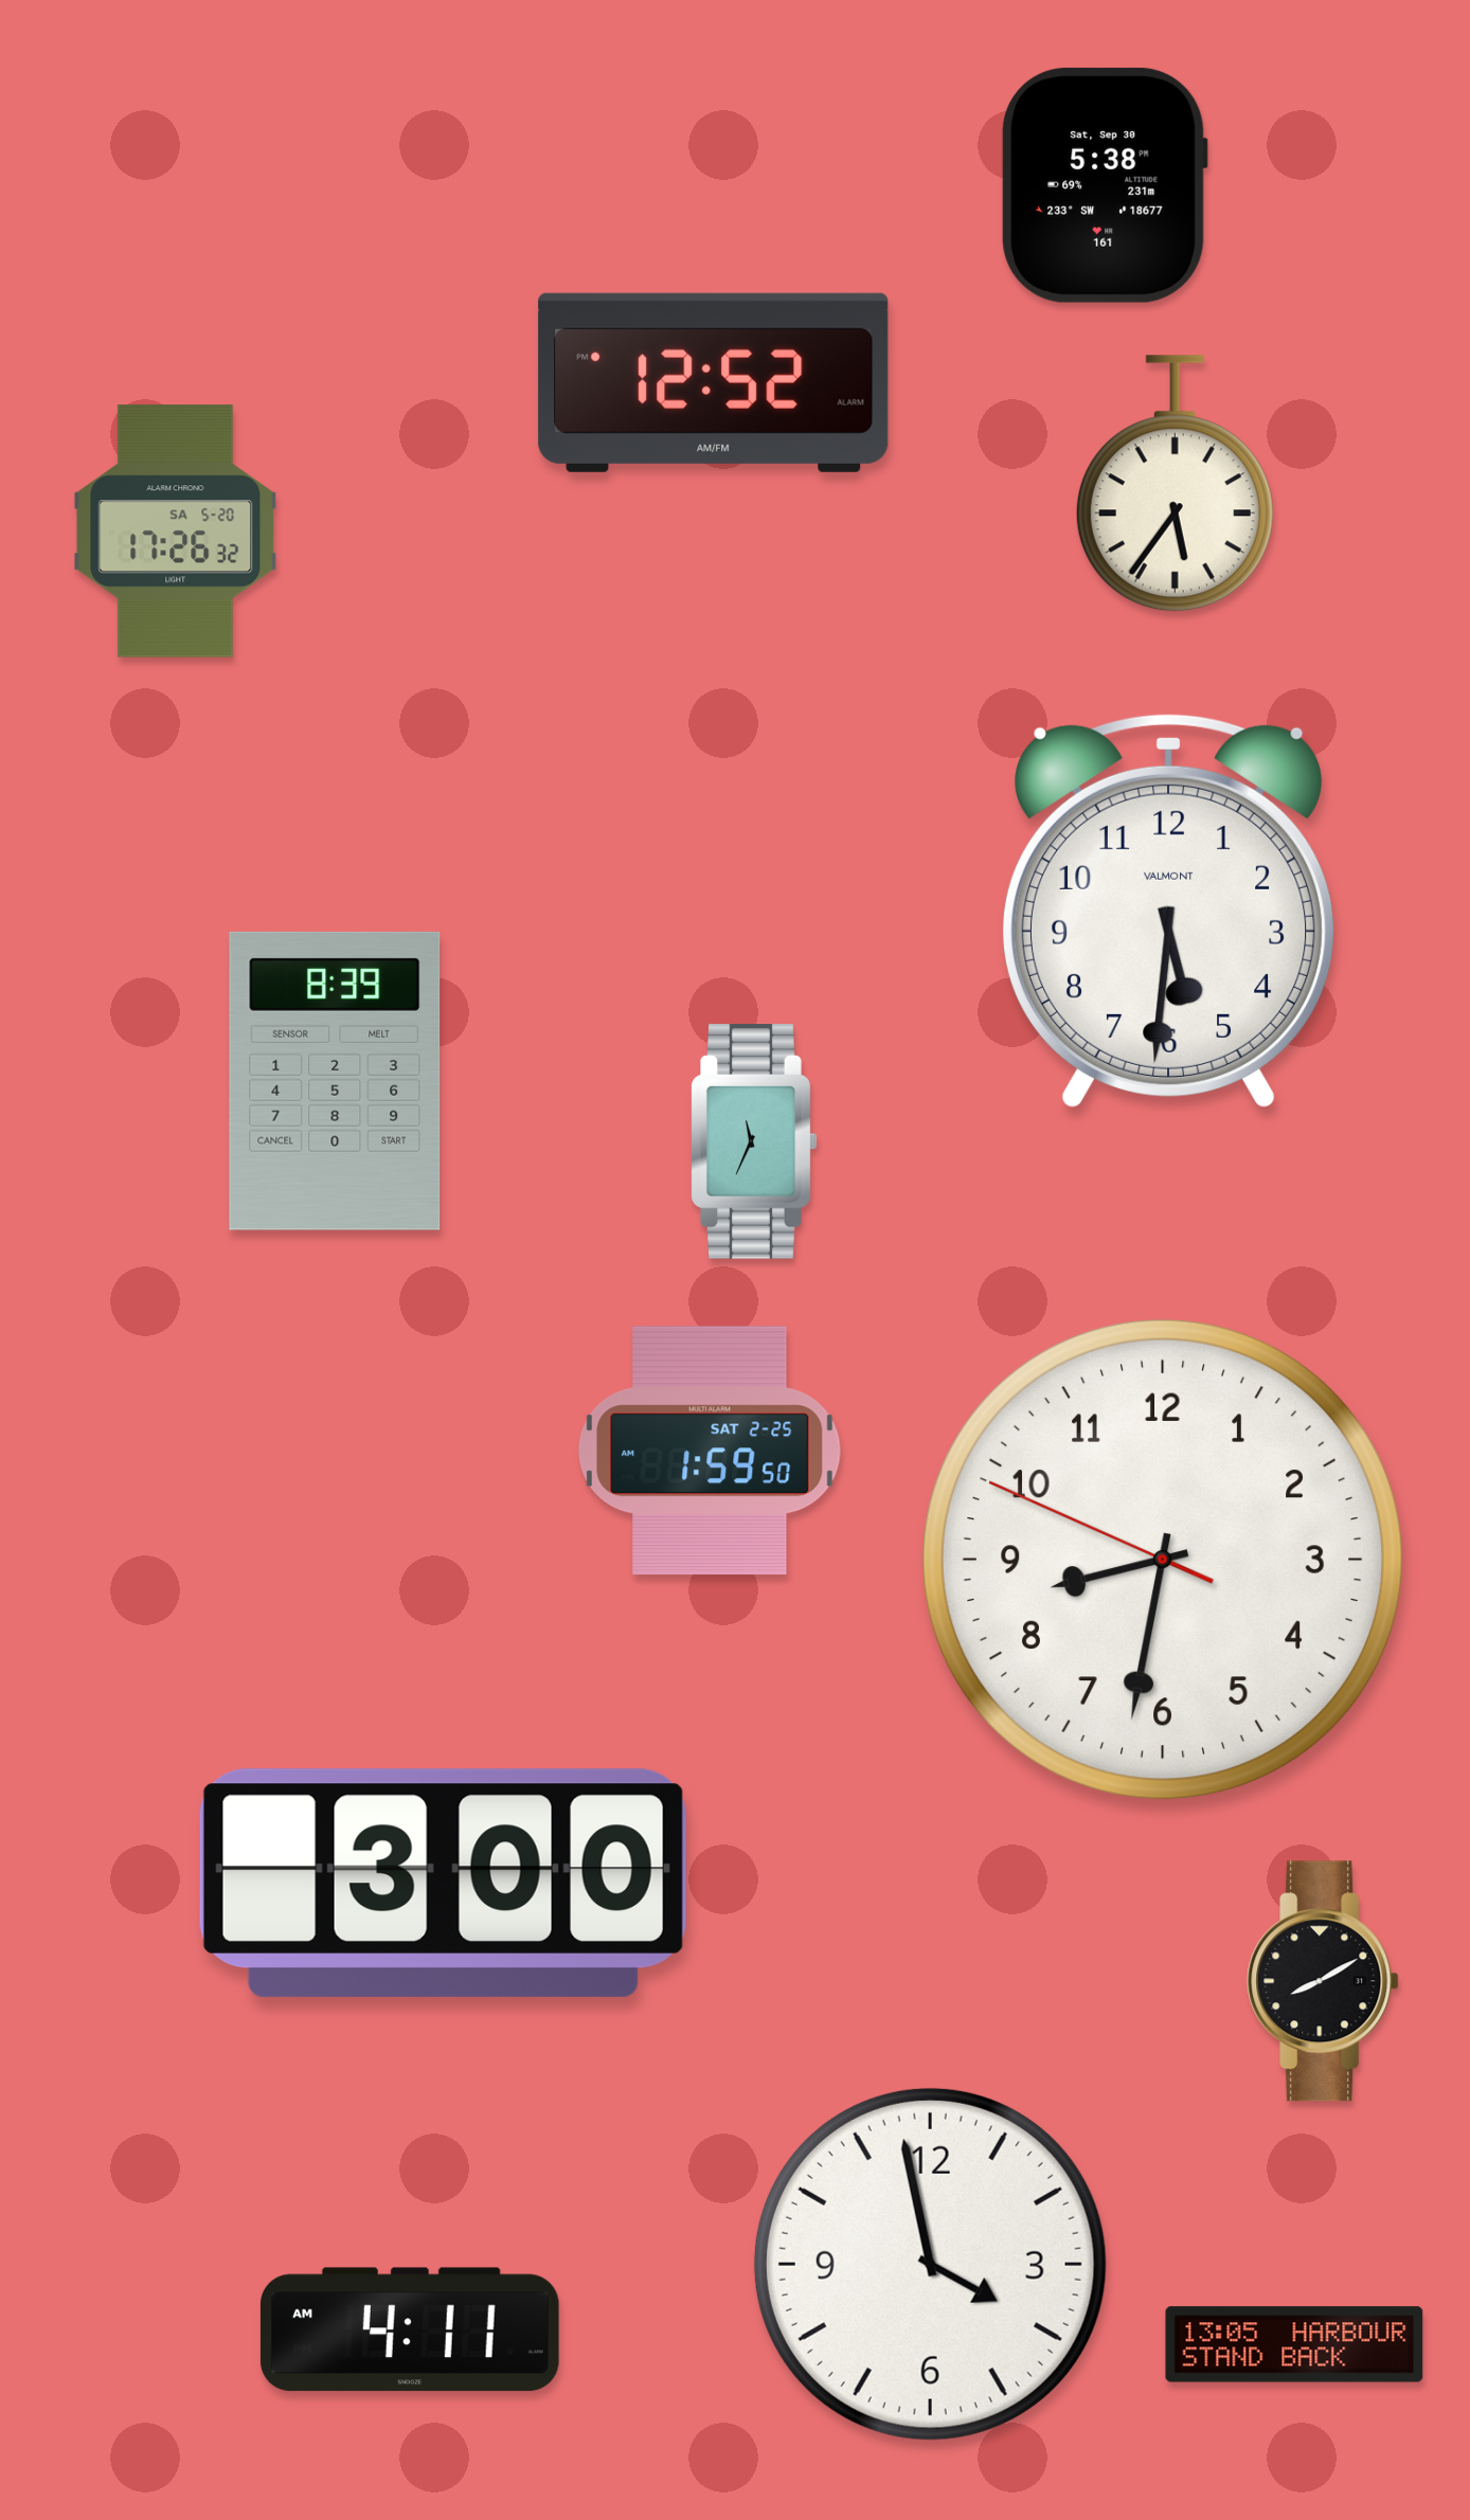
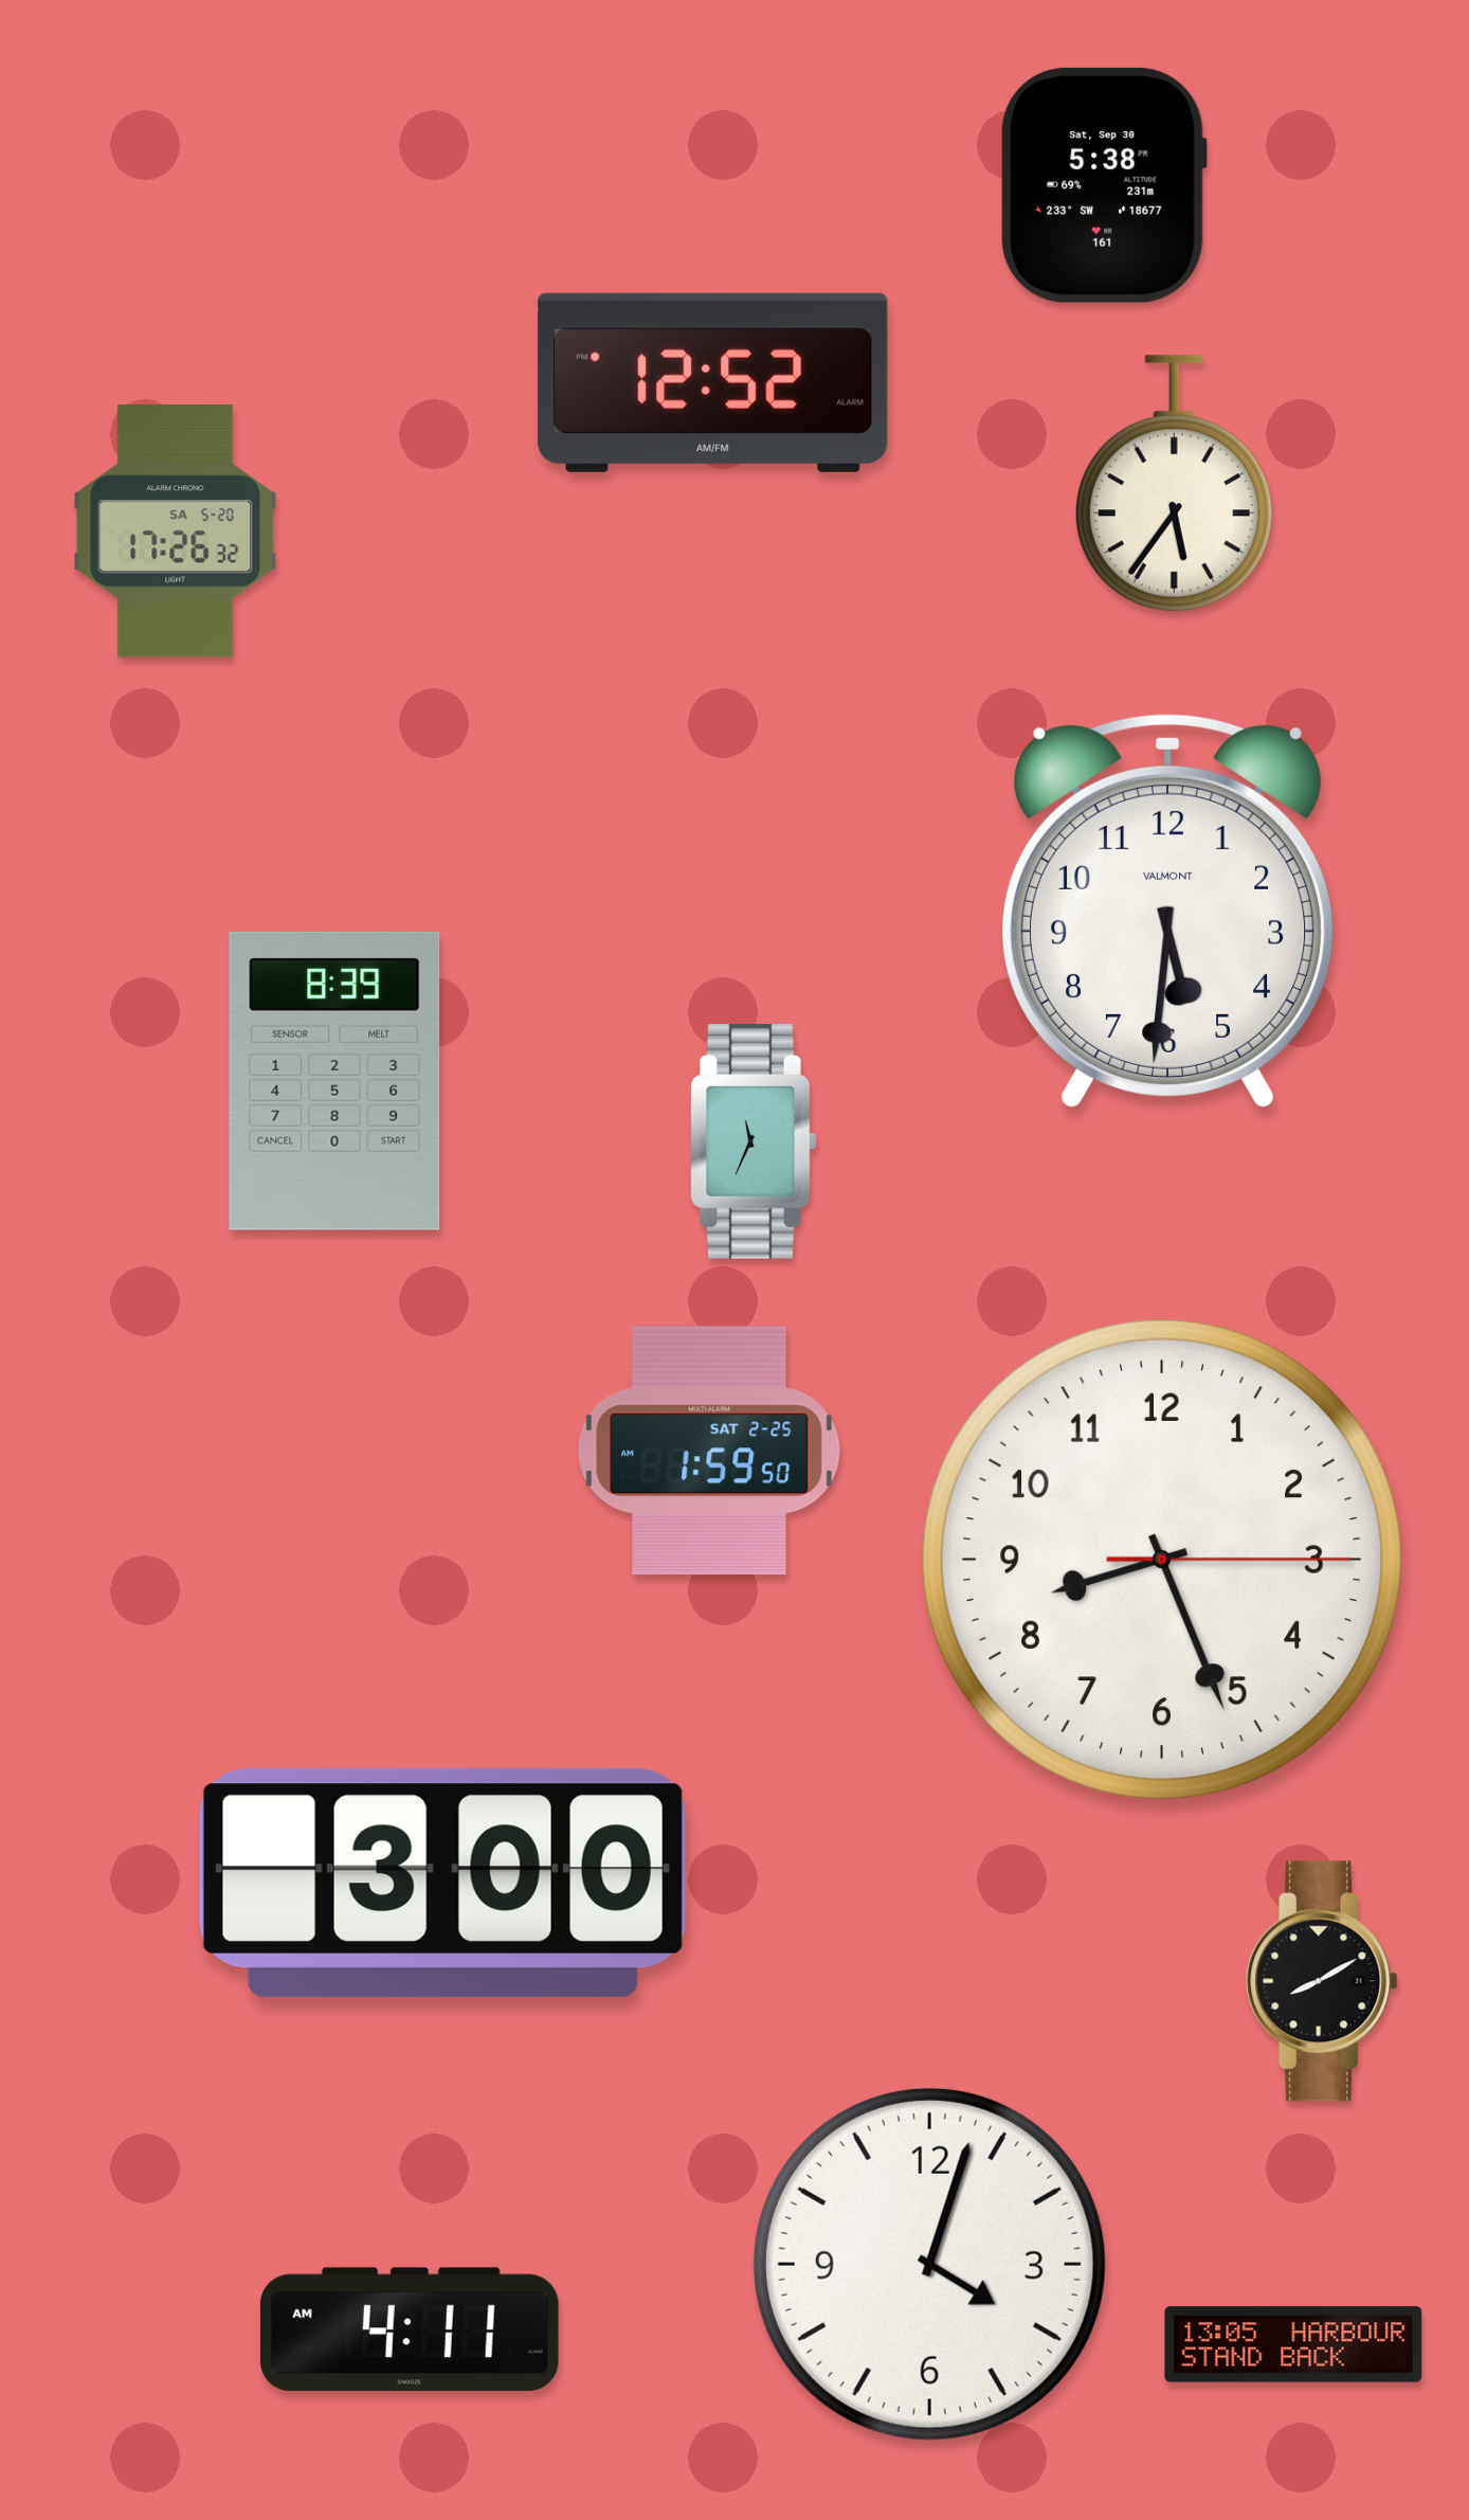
clock at (1163, 1560): 8:31 -> 8:26
clock at (930, 2264): 3:58 -> 4:03
